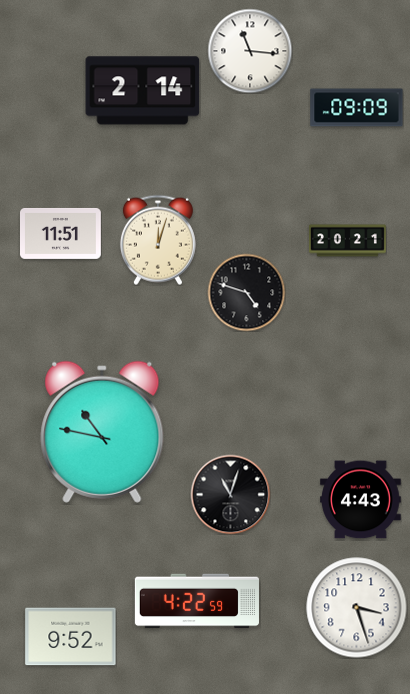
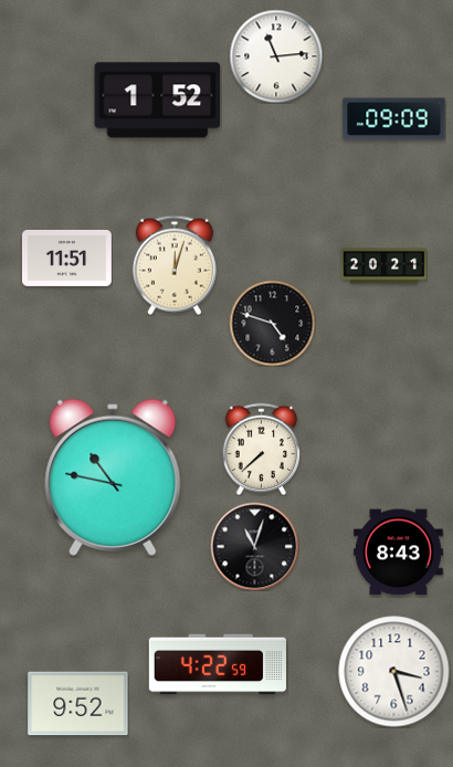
clock at (250, 51): 11:16 -> 11:14
clock at (143, 91): 2:14 -> 1:52
clock at (262, 449): none -> 7:38
clock at (360, 500): 4:43 -> 8:43
